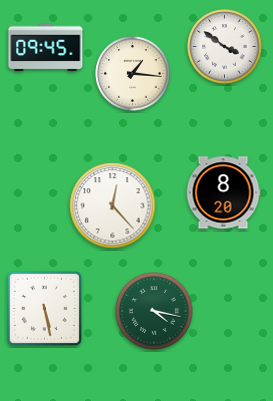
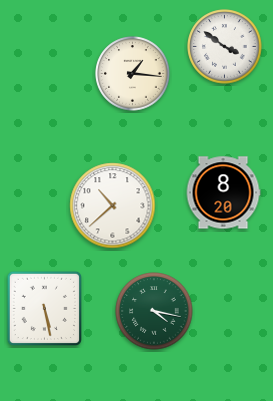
clock at (46, 48): 09:45 -> none
clock at (113, 206): 12:23 -> 10:38
